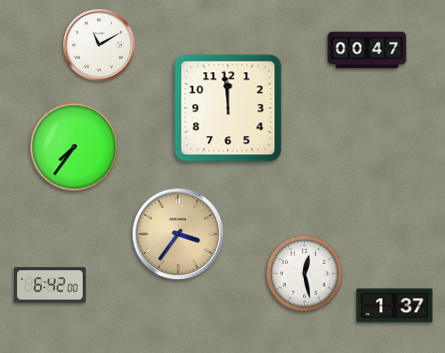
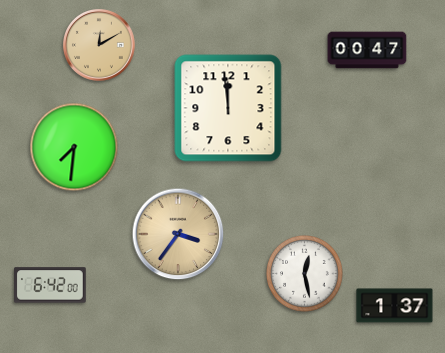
clock at (100, 46): 11:10 -> 12:10
clock at (100, 46) dial: white -> champagne
clock at (74, 147): 7:36 -> 7:31
